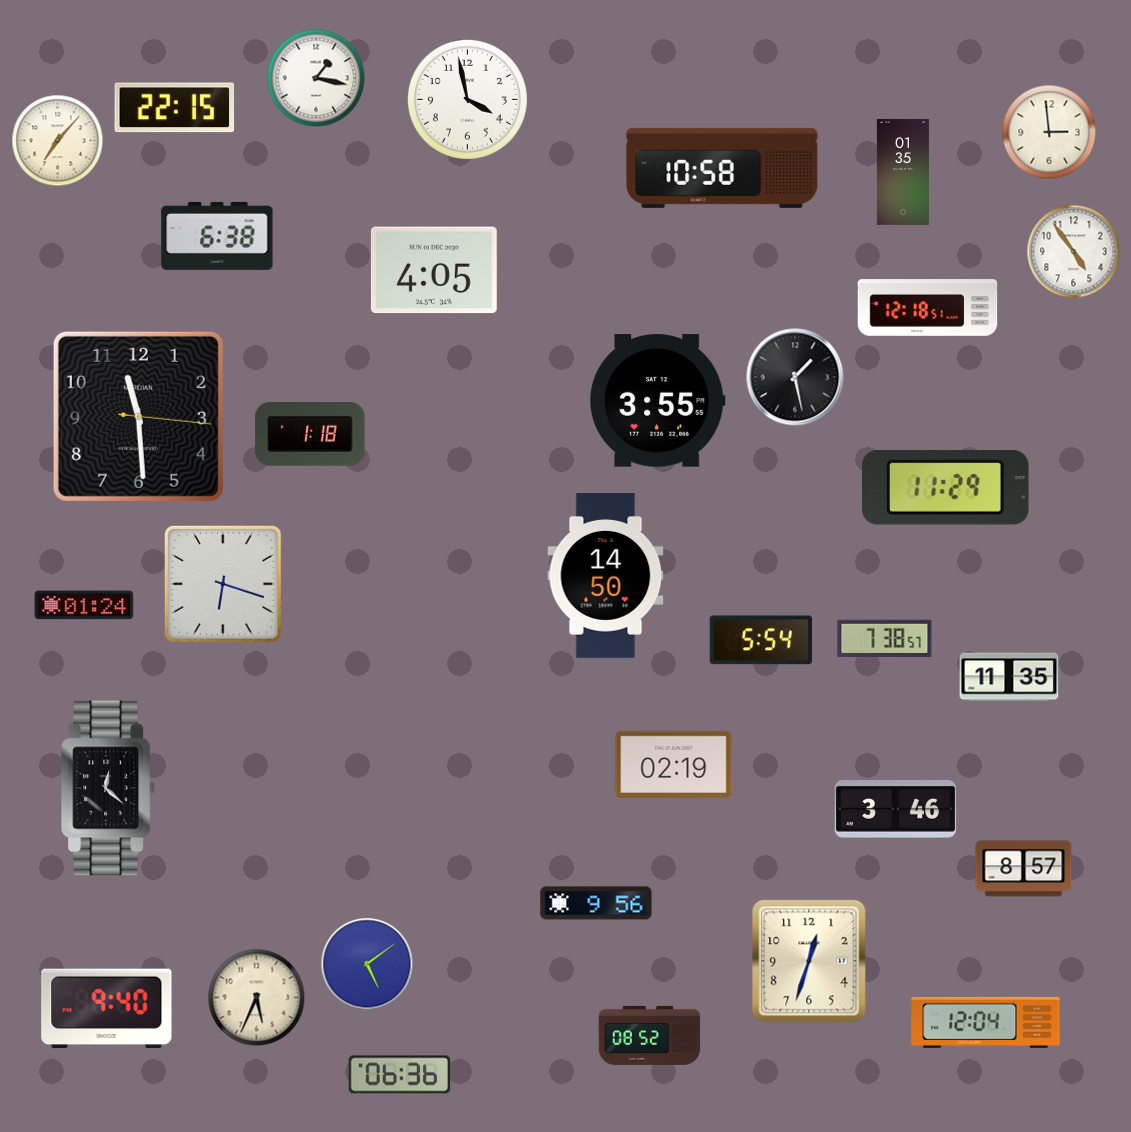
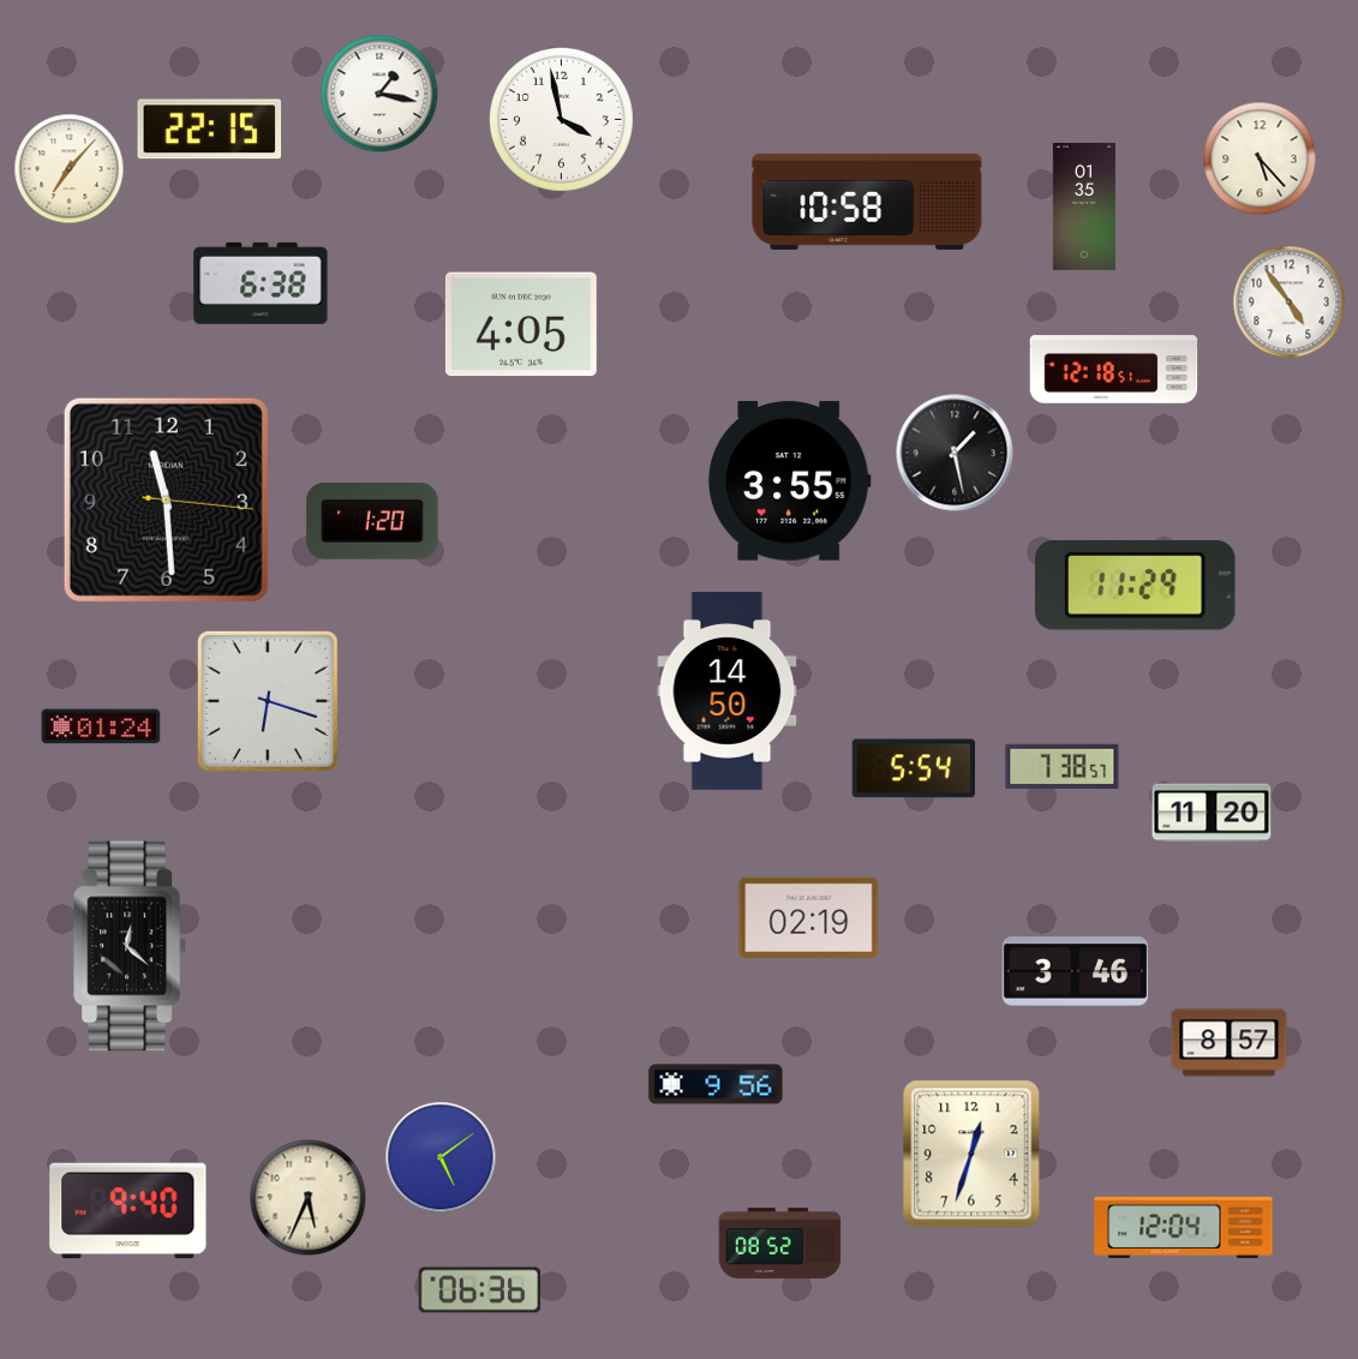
clock at (1049, 132): 2:59 -> 5:23
clock at (310, 435): 1:18 -> 1:20
clock at (1009, 677): 11:35 -> 11:20
